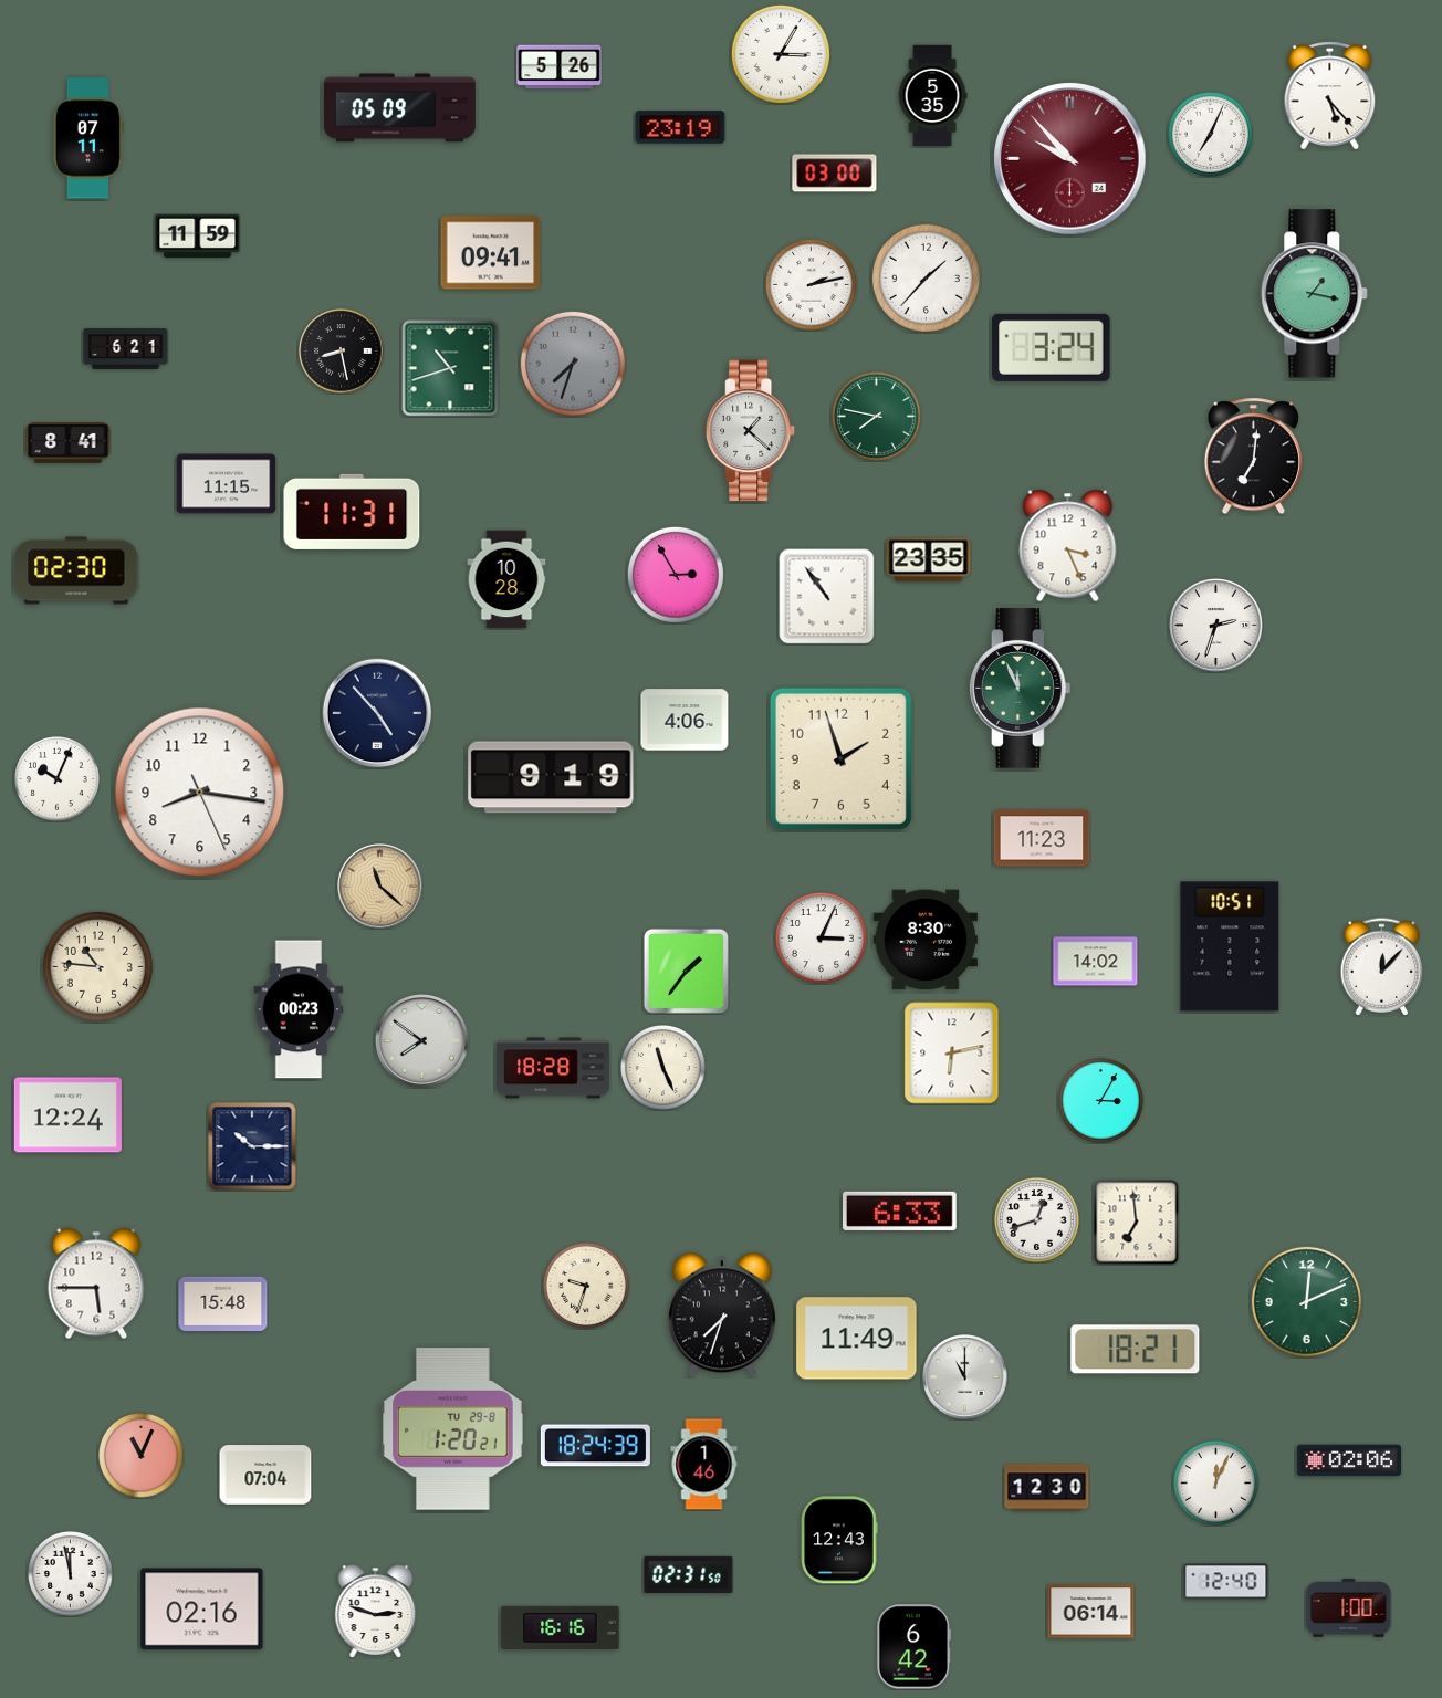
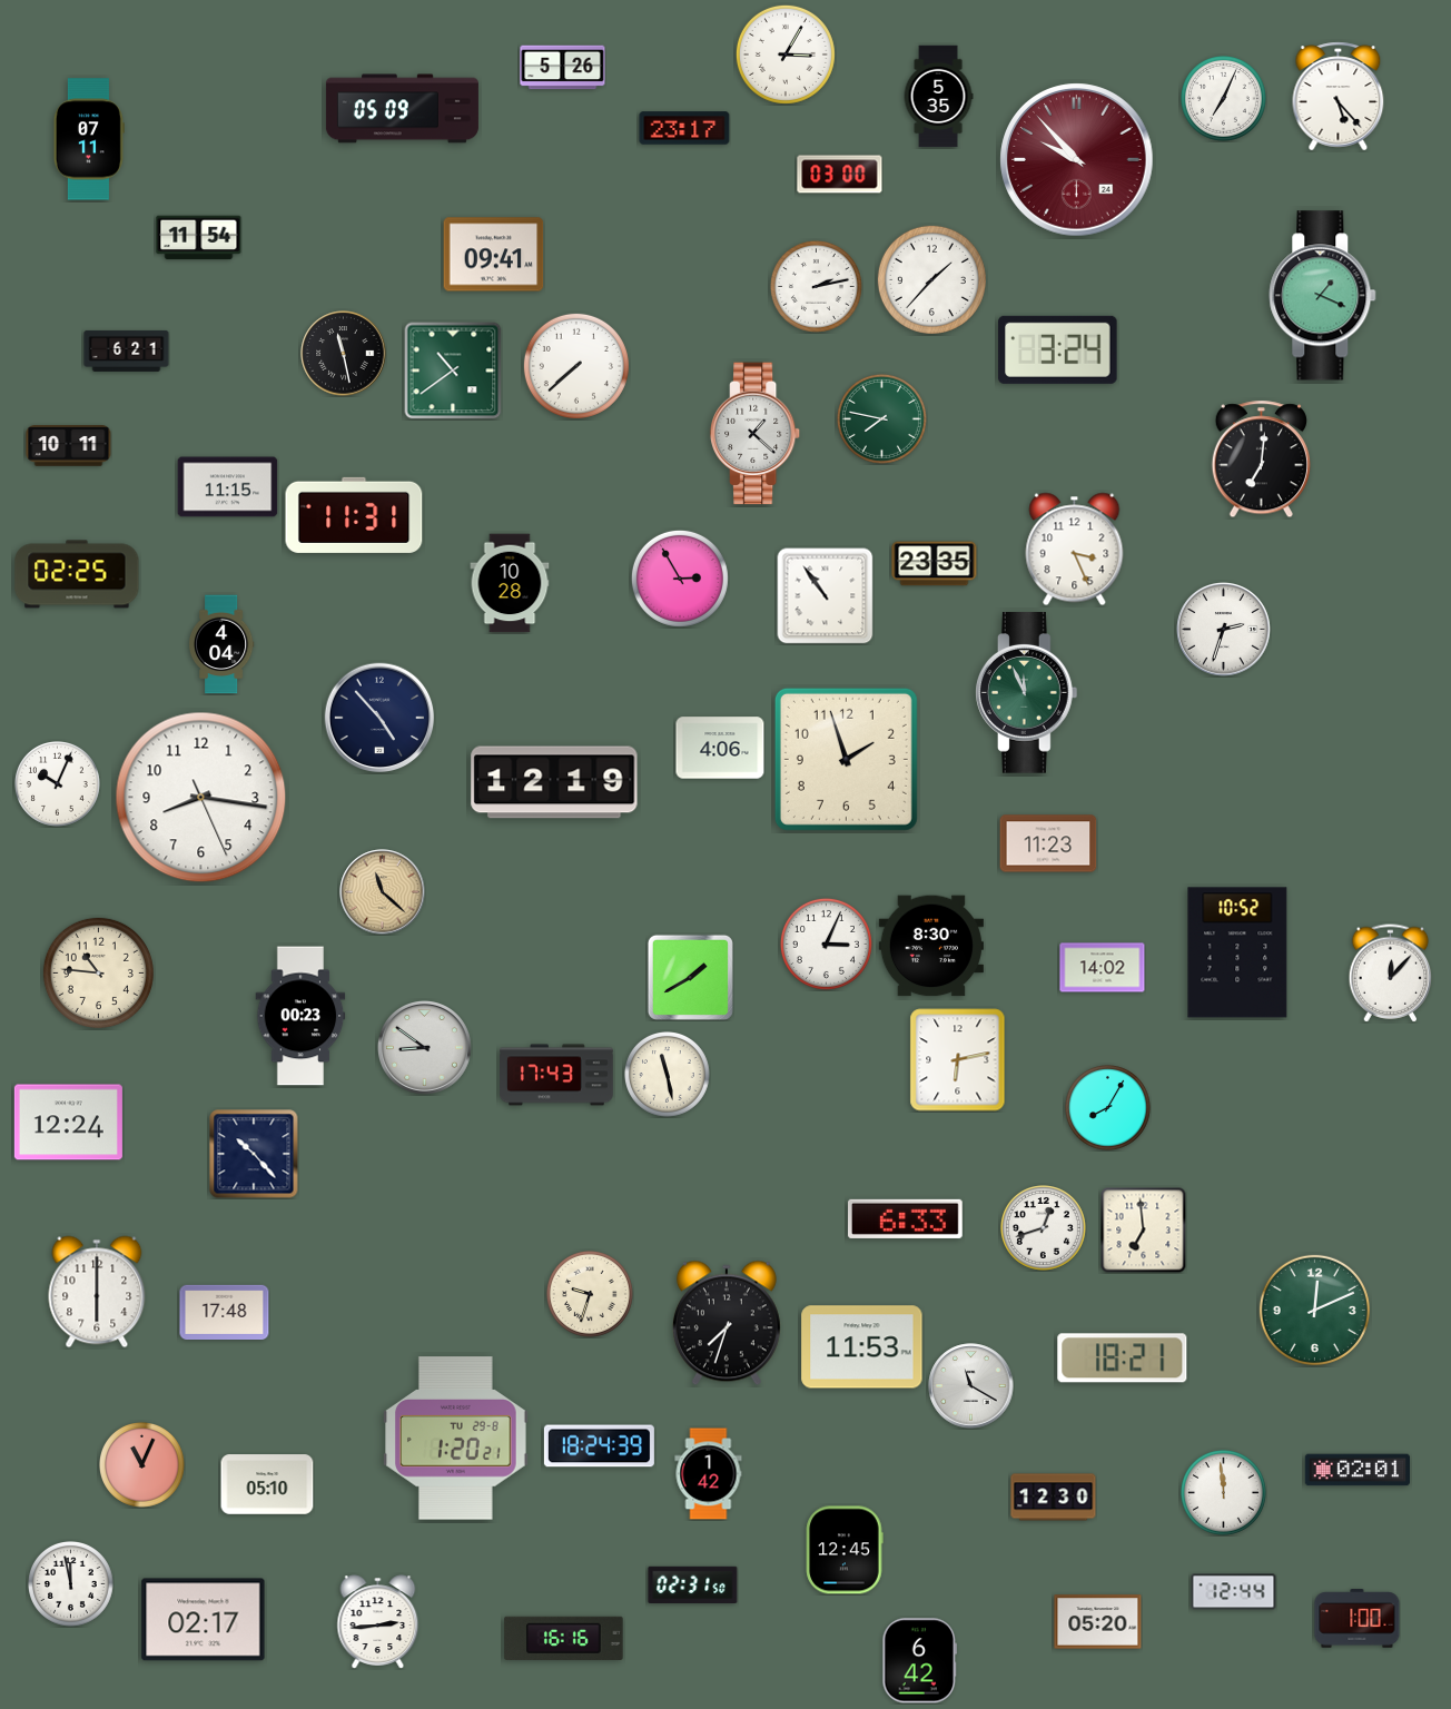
clock at (680, 127): 23:19 -> 23:17
clock at (1211, 135) position: (1211, 135) -> (1224, 99)
clock at (198, 237): 11:59 -> 11:54
clock at (1315, 294): 1:17 -> 1:19
clock at (342, 352): 8:28 -> 11:28
clock at (573, 364): 7:33 -> 7:38
clock at (573, 364) dial: grey -> white
clock at (450, 368): 10:42 -> 10:39
clock at (69, 443): 8:41 -> 10:11
clock at (76, 570): 02:30 -> 02:25
clock at (827, 597) position: (827, 597) -> (826, 596)
clock at (221, 644): none -> 4:04
clock at (685, 720) position: (685, 720) -> (720, 748)
clock at (840, 758) position: (840, 758) -> (846, 759)
clock at (551, 777): 9:19 -> 12:19
clock at (1230, 946): 10:51 -> 10:52
clock at (686, 971): 1:36 -> 1:40
clock at (422, 1041): 7:51 -> 8:51
clock at (554, 1068): 18:28 -> 17:43
clock at (663, 1068): 11:26 -> 11:28
clock at (1101, 1101): 3:05 -> 8:05
clock at (252, 1146): 10:15 -> 10:23
clock at (96, 1283): 5:45 -> 6:00
clock at (223, 1303): 15:48 -> 17:48
clock at (857, 1339): 11:49 -> 11:53
clock at (1136, 1350) position: (1136, 1350) -> (1123, 1359)
clock at (965, 1377): 11:00 -> 11:20
clock at (595, 1446) position: (595, 1446) -> (599, 1446)
clock at (1348, 1460): 02:06 -> 02:01
clock at (704, 1465): 1:46 -> 1:42
clock at (265, 1475): 07:04 -> 05:10
clock at (1216, 1484): 12:04 -> 11:59
clock at (839, 1540): 12:43 -> 12:45
clock at (1226, 1582): 12:40 -> 12:44
clock at (202, 1610): 02:16 -> 02:17
clock at (376, 1612): 2:48 -> 2:44
clock at (1091, 1612): 06:14 -> 05:20
clock at (915, 1647) position: (915, 1647) -> (920, 1661)
